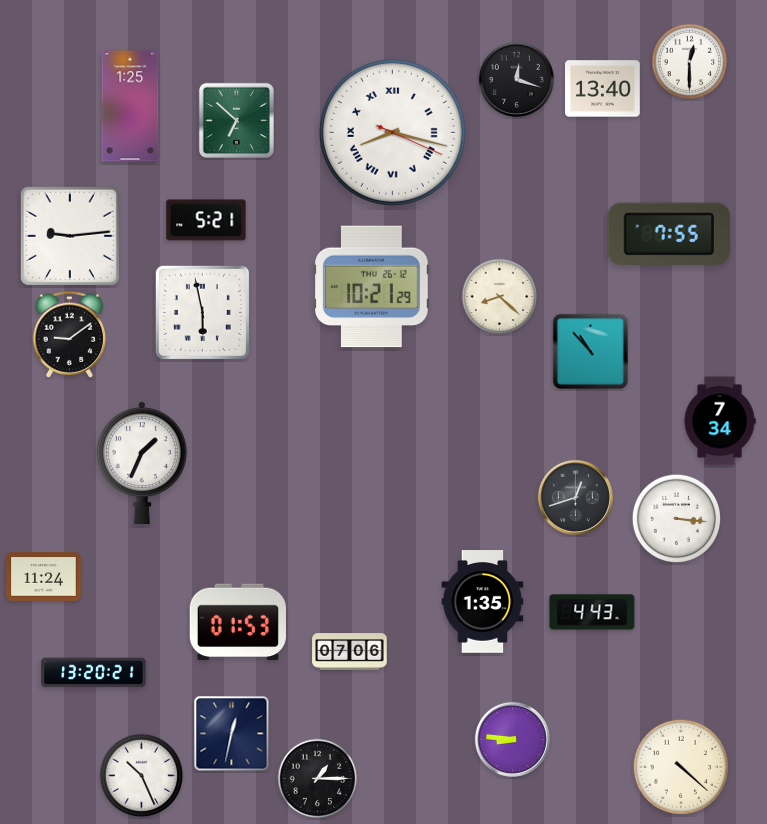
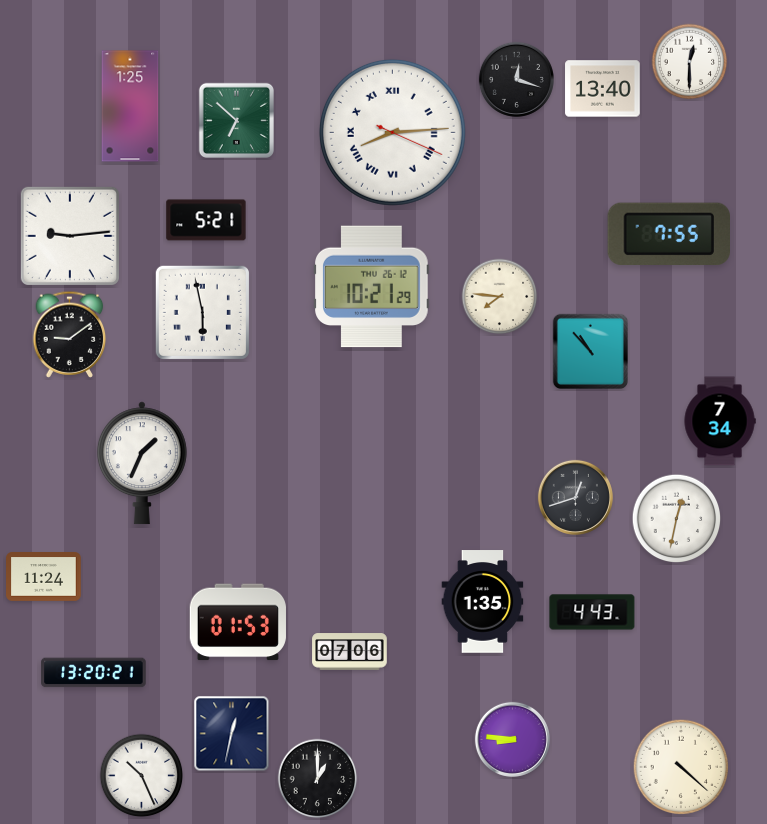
clock at (392, 132): 8:17 -> 8:14
clock at (500, 297): 8:22 -> 7:46
clock at (677, 519): 3:16 -> 12:32
clock at (318, 779): 1:15 -> 1:00
